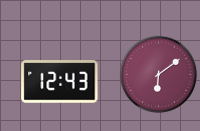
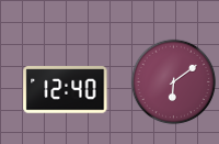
clock at (60, 82): 12:43 -> 12:40
